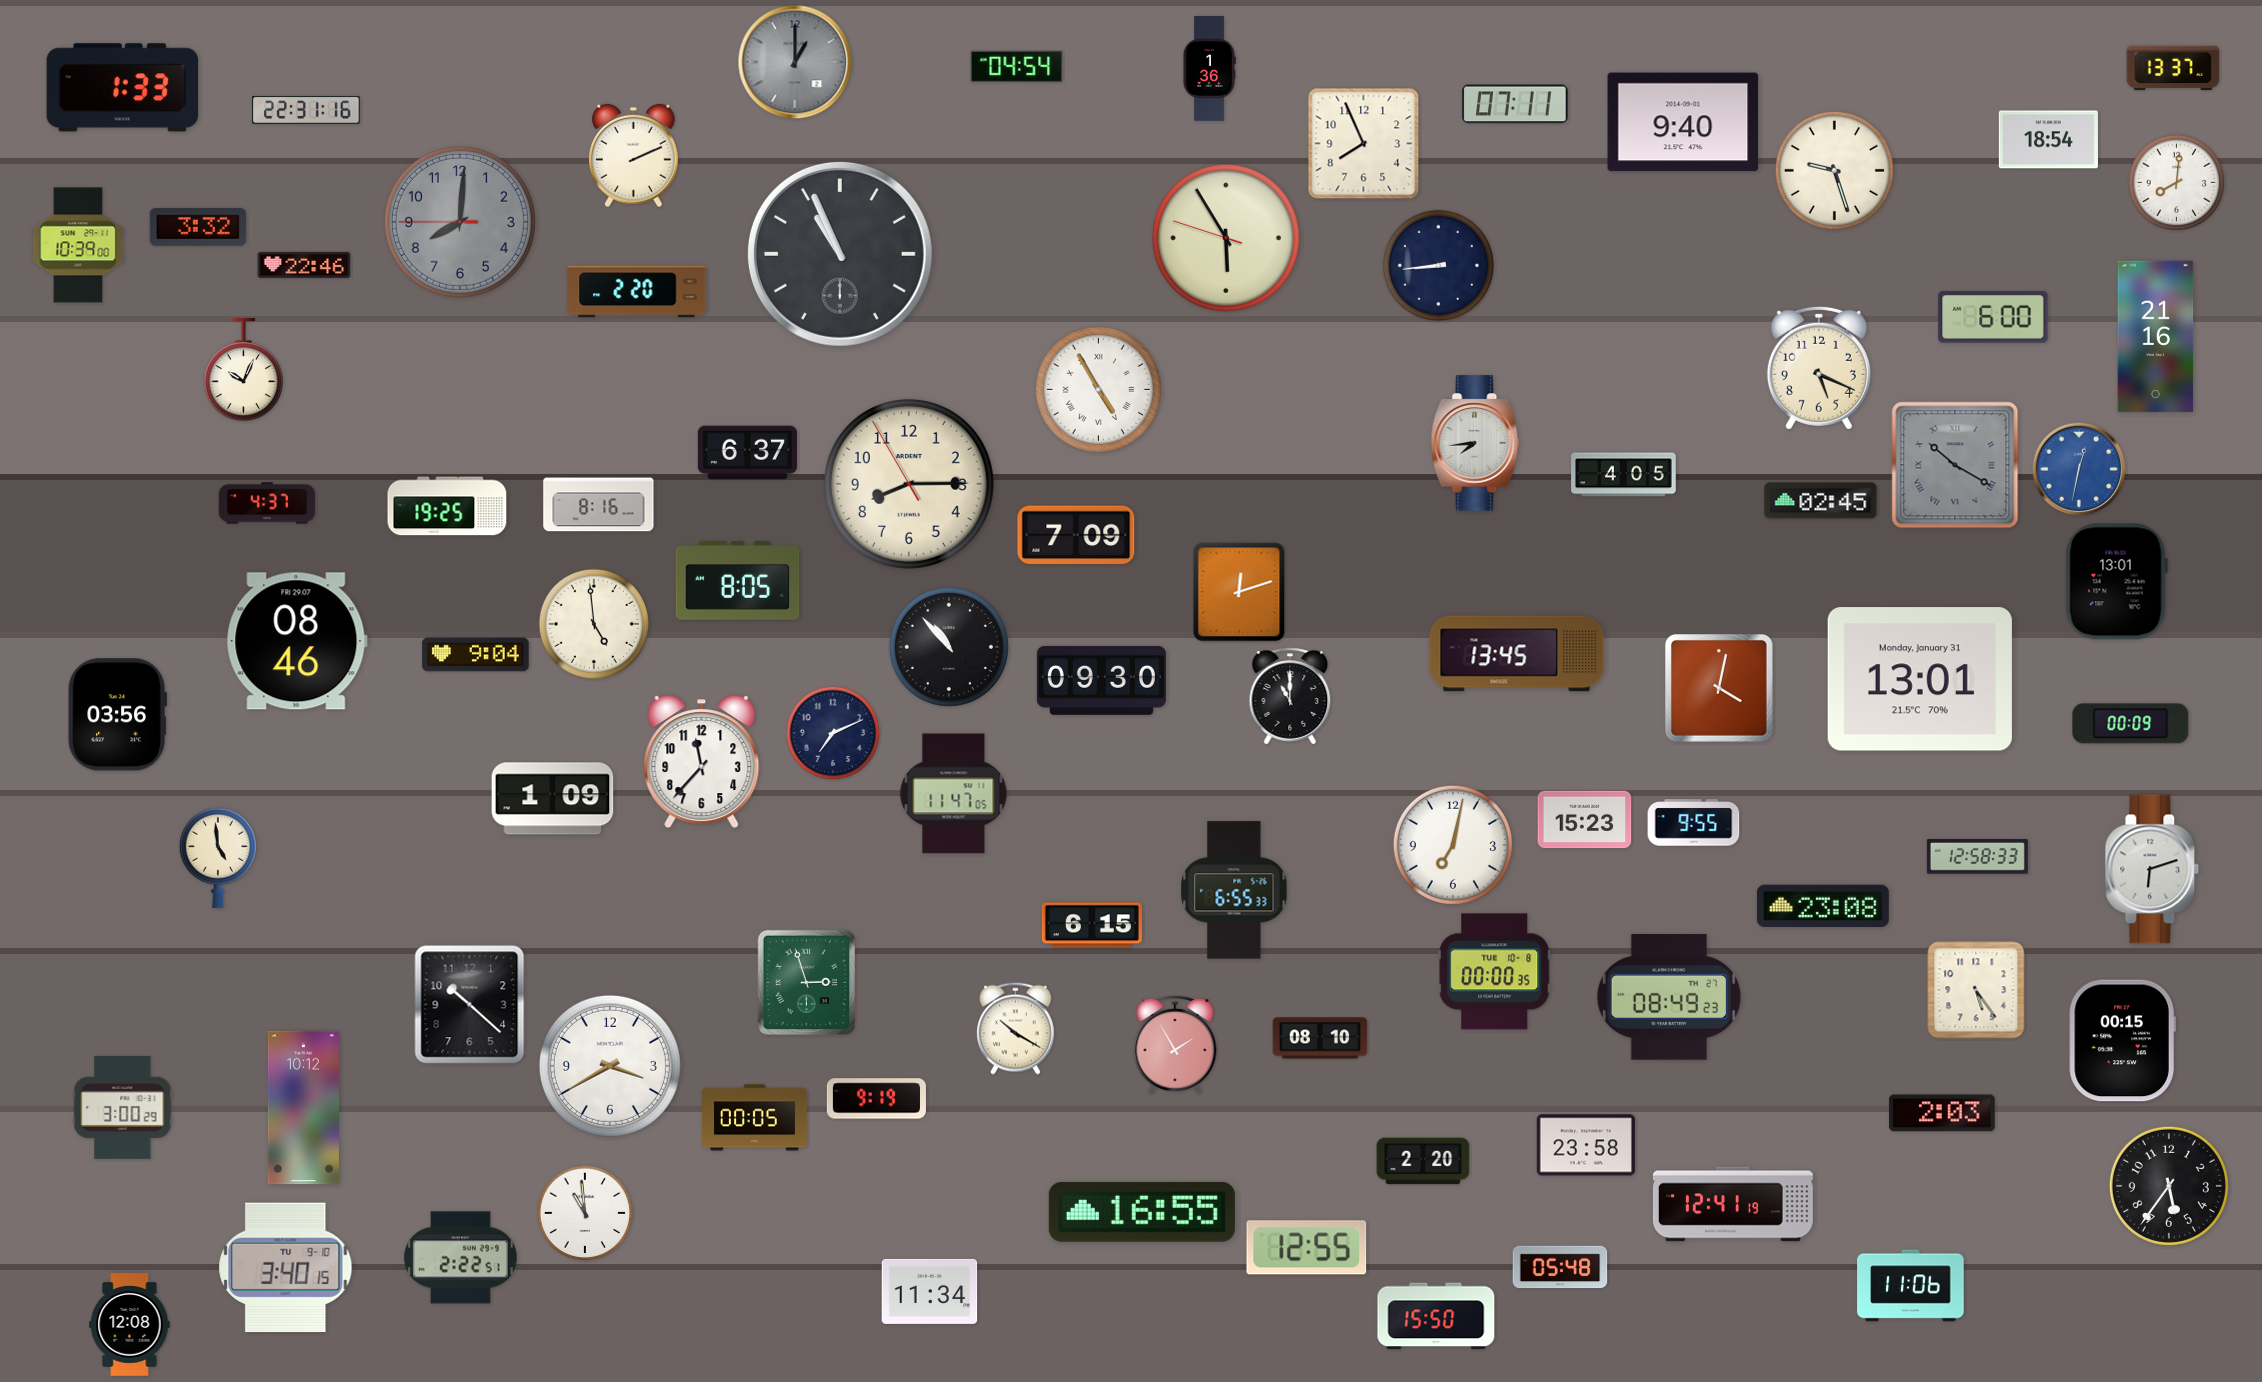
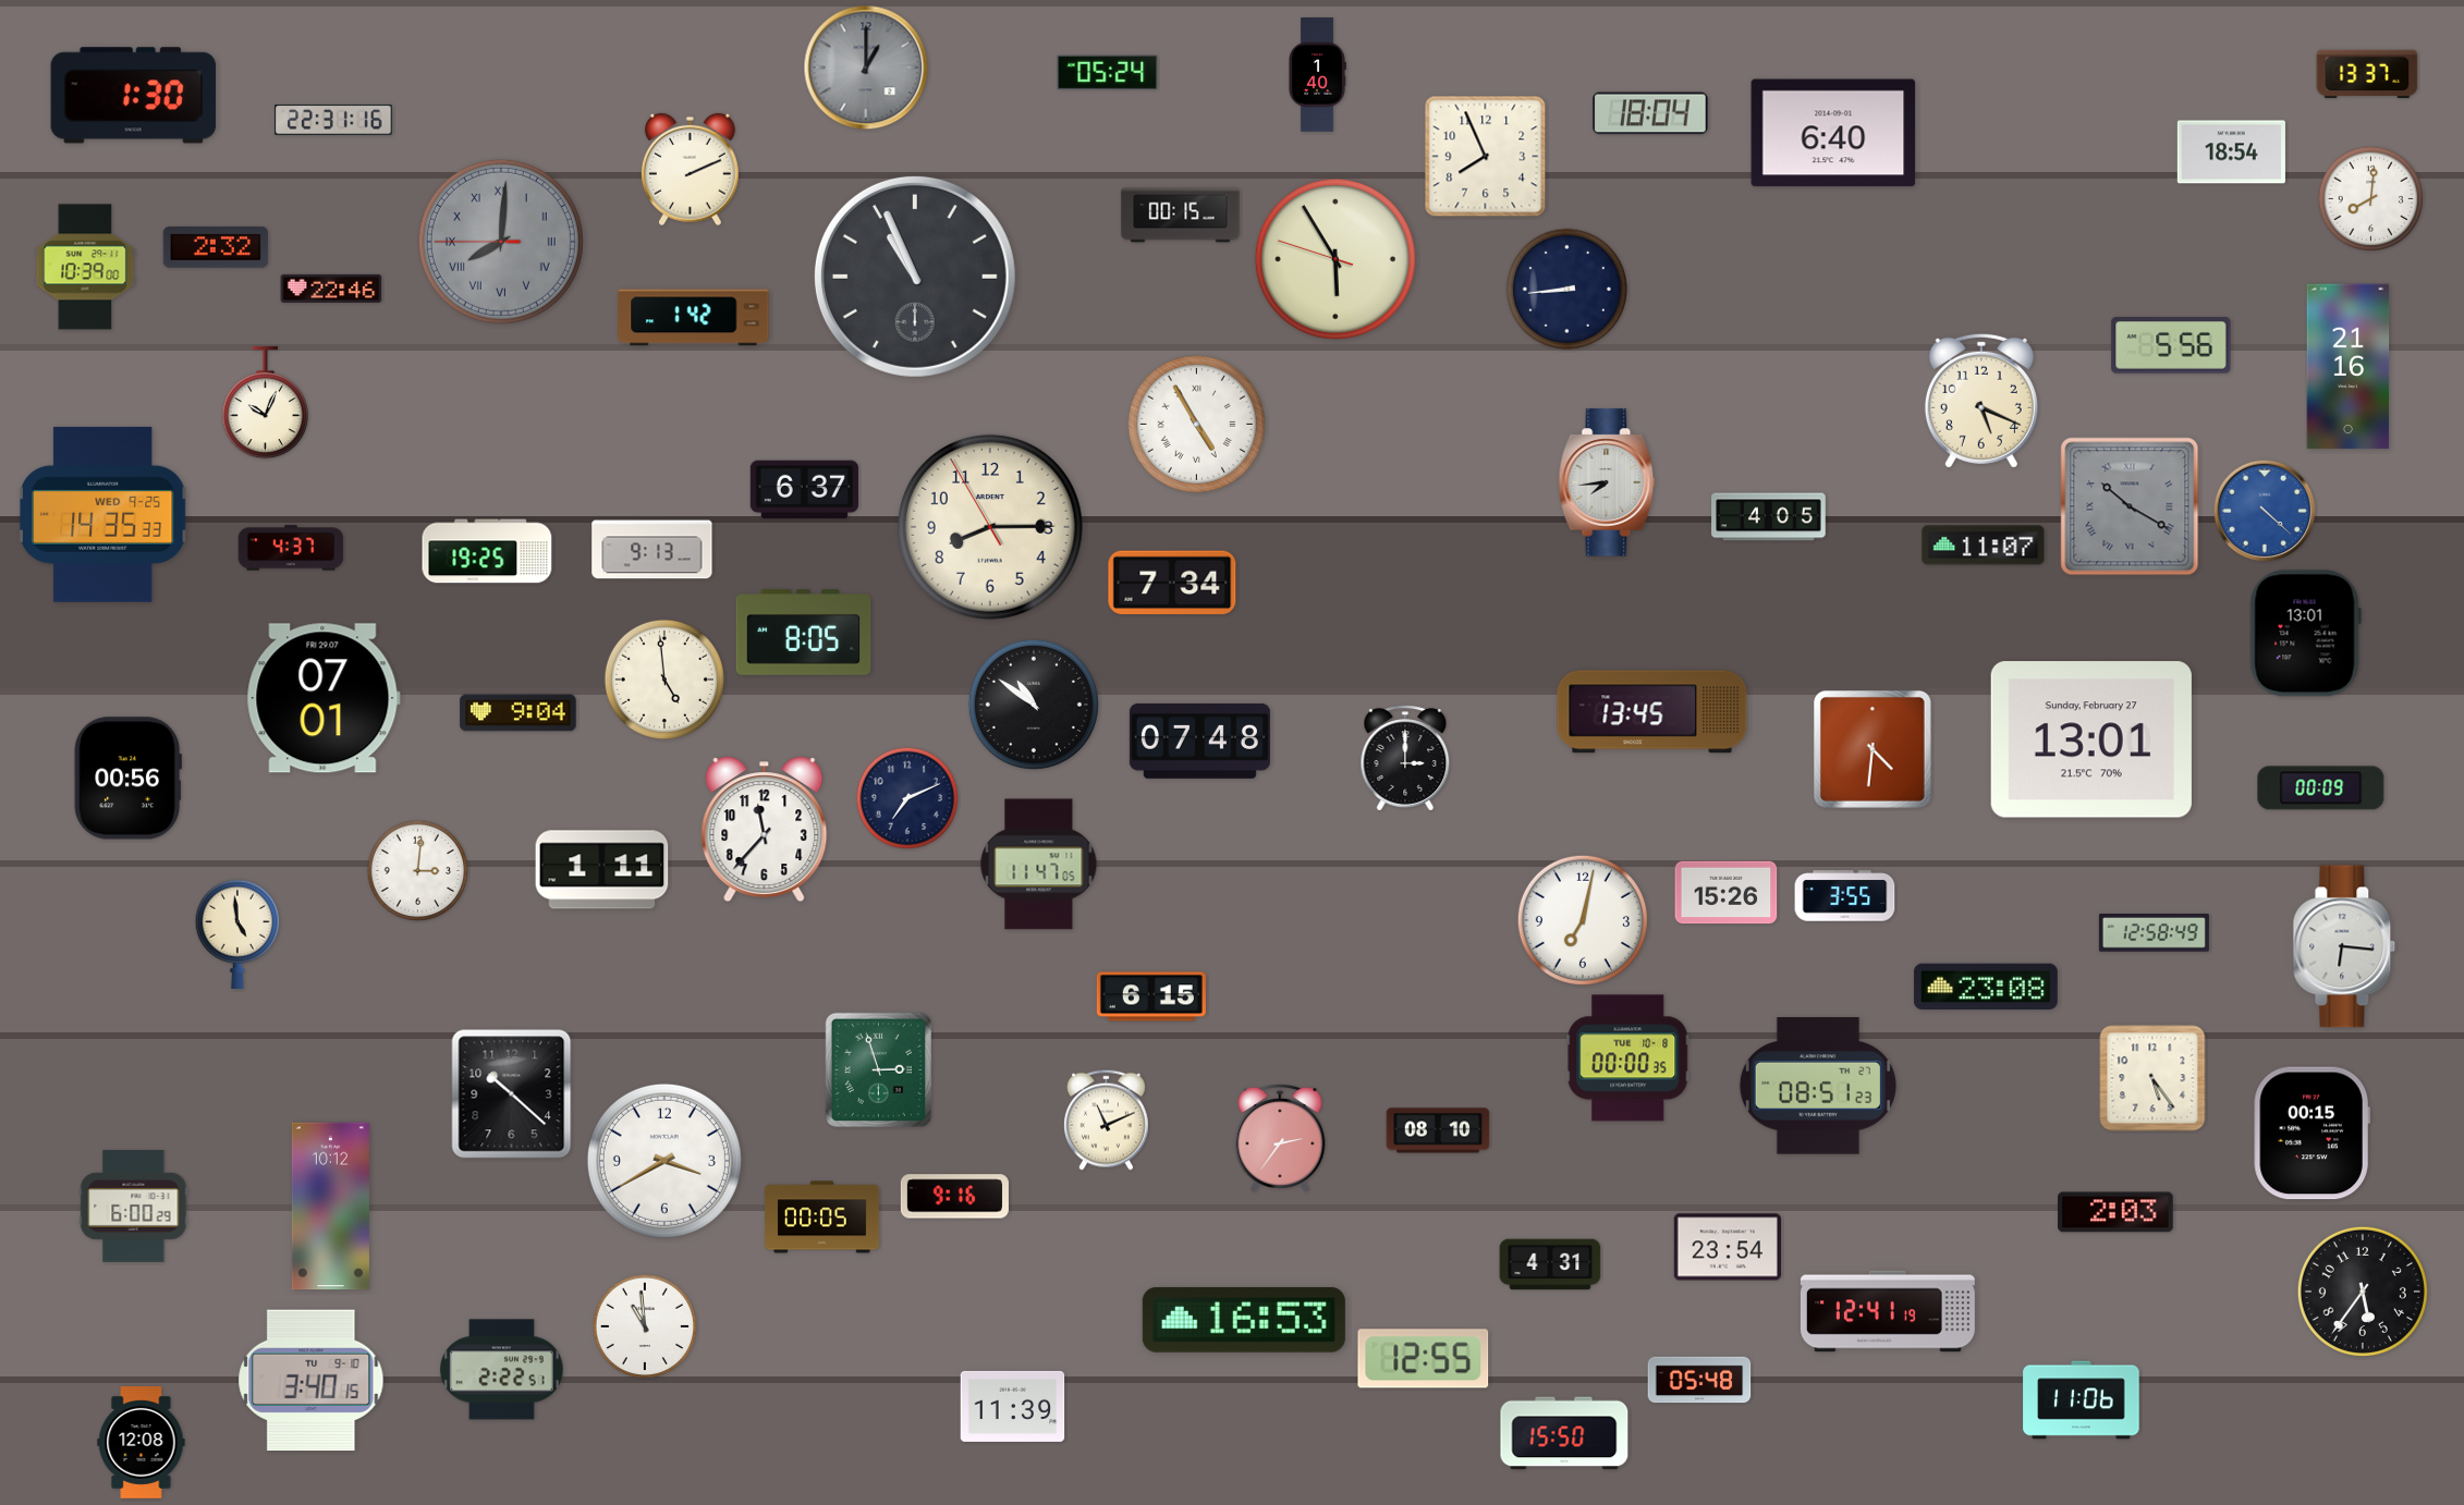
clock at (1017, 66): 04:54 -> 05:24
clock at (1209, 69): 1:36 -> 1:40
clock at (123, 88): 1:33 -> 1:30
clock at (1515, 104): 07:11 -> 18:04
clock at (1683, 122): 9:40 -> 6:40
clock at (1834, 170): 9:27 -> none
clock at (1181, 216): none -> 00:15
clock at (460, 222) numerals: Arabic -> Roman
clock at (198, 227): 3:32 -> 2:32
clock at (637, 292): 2:20 -> 1:42
clock at (1993, 318): 6:00 -> 5:56
clock at (747, 453) position: (747, 453) -> (804, 490)
clock at (2079, 469): 12:32 -> 4:22
clock at (102, 514): none -> 14:35
clock at (1821, 501): 02:45 -> 11:07
clock at (599, 505): 8:16 -> 9:13
clock at (1076, 535): 7:09 -> 7:34
clock at (1239, 592): 12:12 -> none
clock at (594, 624) position: (594, 624) -> (664, 680)
clock at (297, 641): 08:46 -> 07:01
clock at (949, 647): 10:53 -> 10:51
clock at (1920, 679) date: Monday, January 31 -> Sunday, February 27
clock at (1101, 680): 09:30 -> 07:48
clock at (1720, 689): 4:02 -> 4:31
clock at (1290, 696): 11:00 -> 3:00
clock at (117, 715): 03:56 -> 00:56
clock at (553, 799): 1:09 -> 1:11
clock at (418, 871): none -> 3:01
clock at (1585, 820): 15:23 -> 15:26
clock at (1694, 823): 9:55 -> 3:55
clock at (1977, 857): 12:58:33 -> 12:58:49
clock at (2152, 869): 6:12 -> 6:16
clock at (1234, 890): 6:55 -> none
clock at (1092, 925) position: (1092, 925) -> (1151, 996)
clock at (1669, 997): 08:49 -> 08:51
clock at (1016, 1028): 10:20 -> 11:11
clock at (1175, 1045): 1:55 -> 2:36
clock at (876, 1099): 9:19 -> 9:16
clock at (123, 1107): 3:00 -> 6:00
clock at (1586, 1145): 23:58 -> 23:54
clock at (1423, 1161): 2:20 -> 4:31
clock at (1142, 1212): 16:55 -> 16:53
clock at (585, 1213) position: (585, 1213) -> (645, 1326)
clock at (930, 1291): 11:34 -> 11:39
